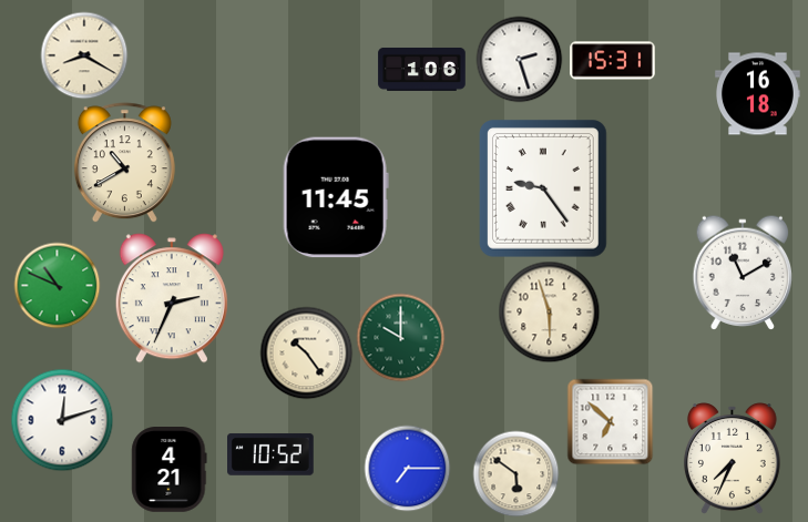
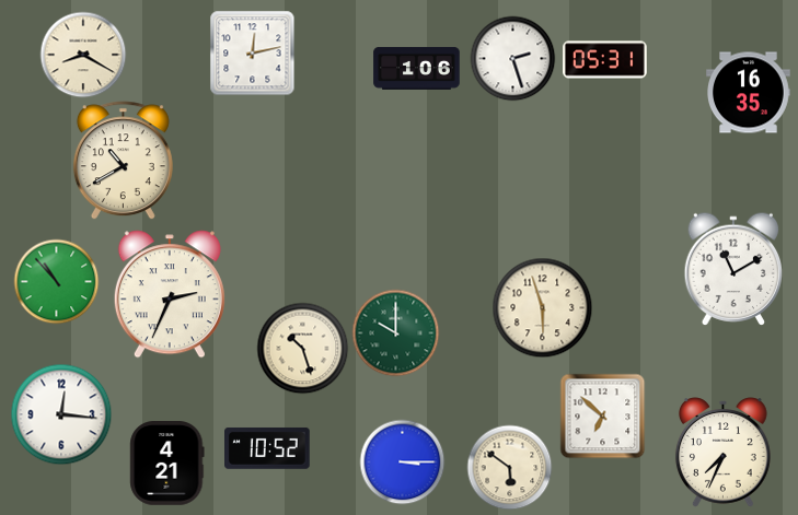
clock at (252, 52): none -> 12:13
clock at (613, 61): 15:31 -> 05:31
clock at (758, 94): 16:18 -> 16:35
clock at (543, 190): 9:24 -> none
clock at (336, 197): 11:45 -> none
clock at (57, 285): 10:49 -> 10:53
clock at (306, 352): 10:24 -> 10:27
clock at (62, 420): 12:12 -> 12:16
clock at (407, 468): 7:15 -> 3:15
